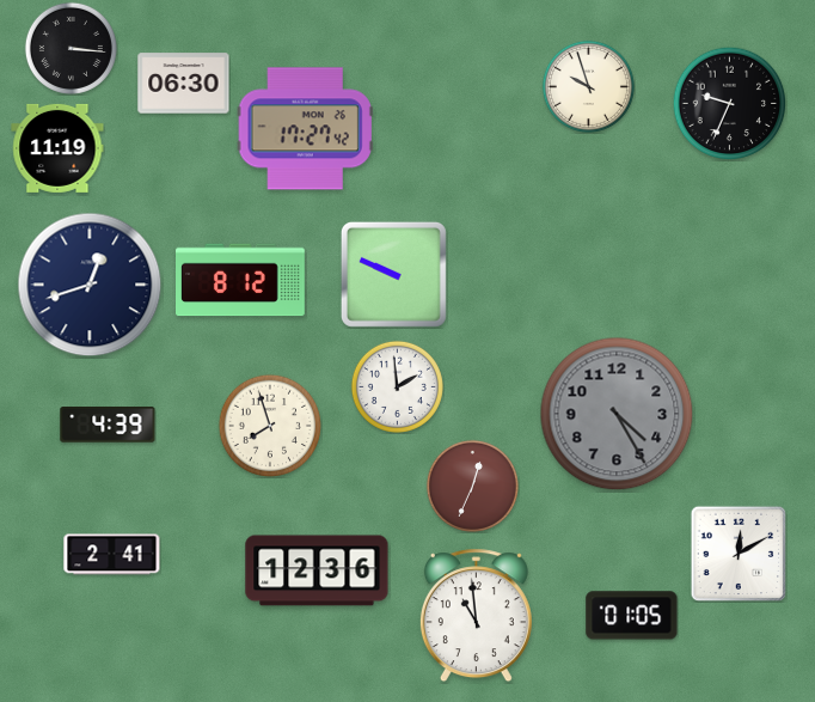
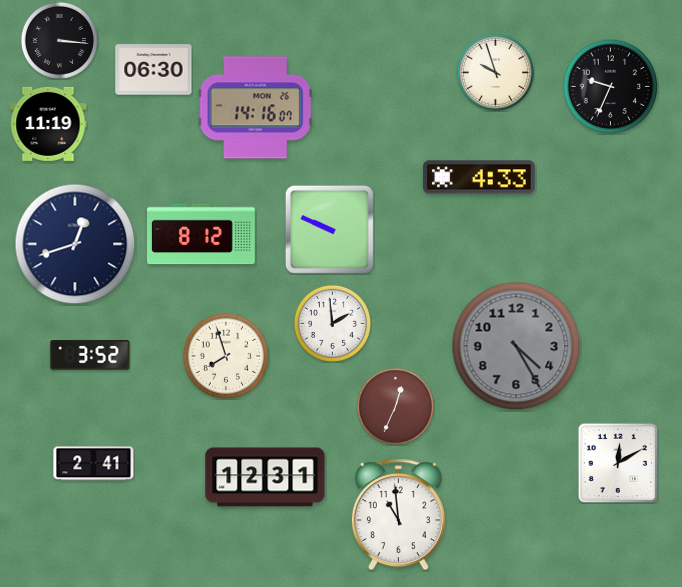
clock at (588, 86) position: (588, 86) -> (495, 72)
clock at (305, 129): 17:27 -> 14:16
clock at (479, 177): none -> 4:33
clock at (90, 285) position: (90, 285) -> (75, 244)
clock at (108, 426): 4:39 -> 3:52
clock at (317, 570): 12:36 -> 12:31
clock at (632, 616): 01:05 -> none
